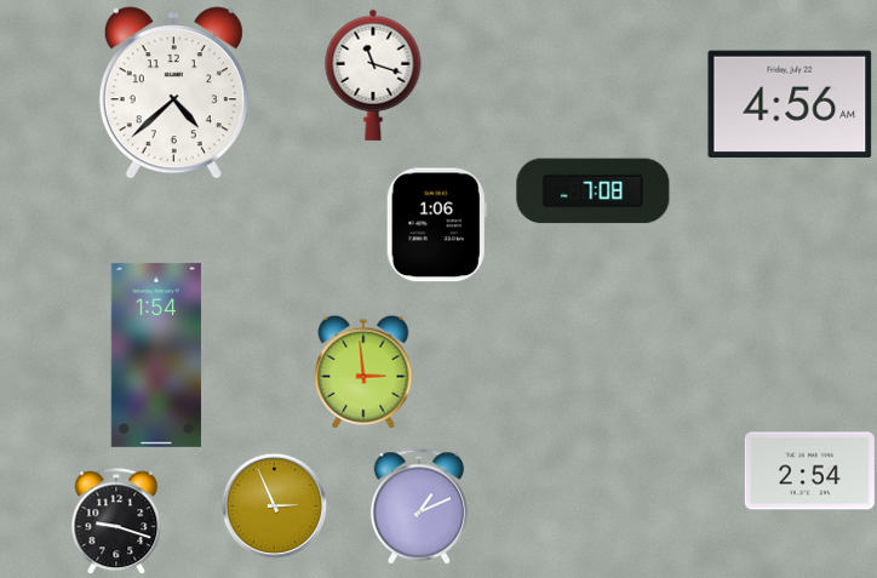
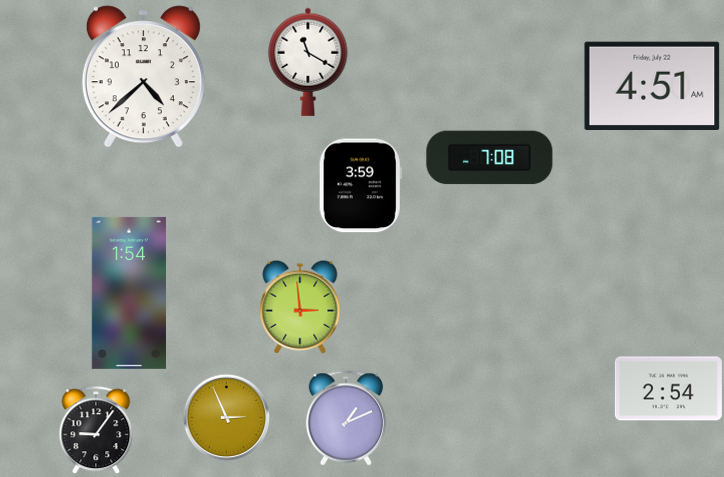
clock at (373, 75): 11:18 -> 11:20
clock at (790, 103): 4:56 -> 4:51
clock at (436, 225): 1:06 -> 3:59
clock at (116, 521): 9:18 -> 9:06
